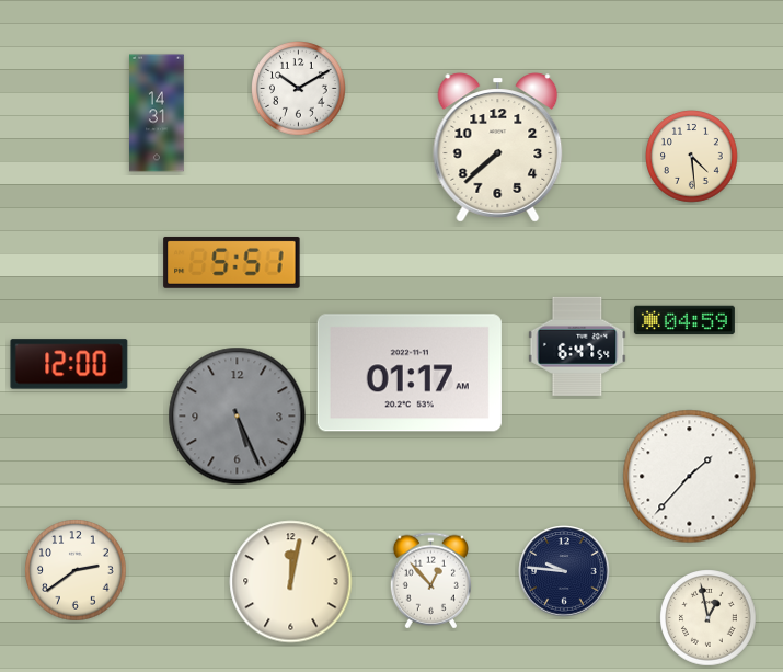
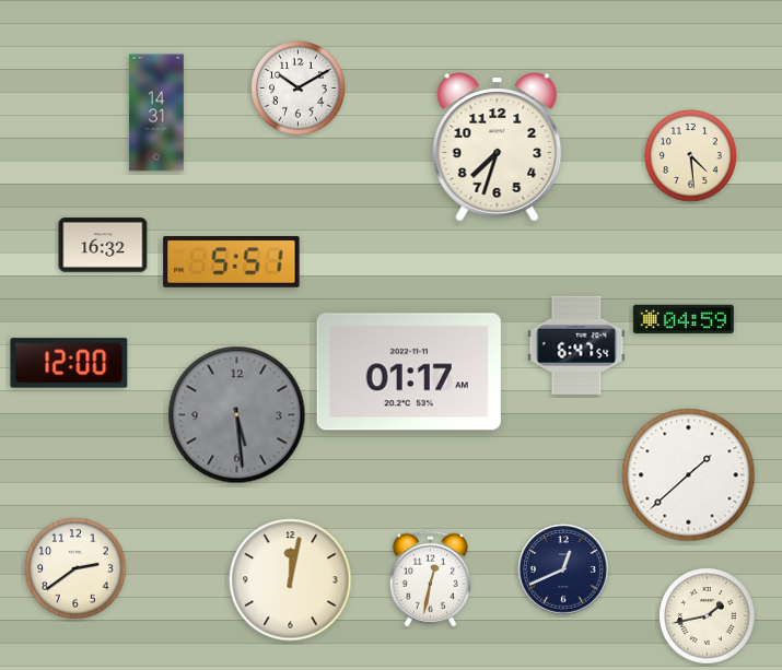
clock at (498, 148): 7:38 -> 7:33
clock at (103, 245): none -> 16:32
clock at (238, 417): 5:26 -> 5:29
clock at (690, 477): 1:37 -> 1:38
clock at (564, 571): 9:46 -> 12:41
clock at (430, 581): 12:53 -> 12:32
clock at (709, 618): 12:58 -> 1:43
